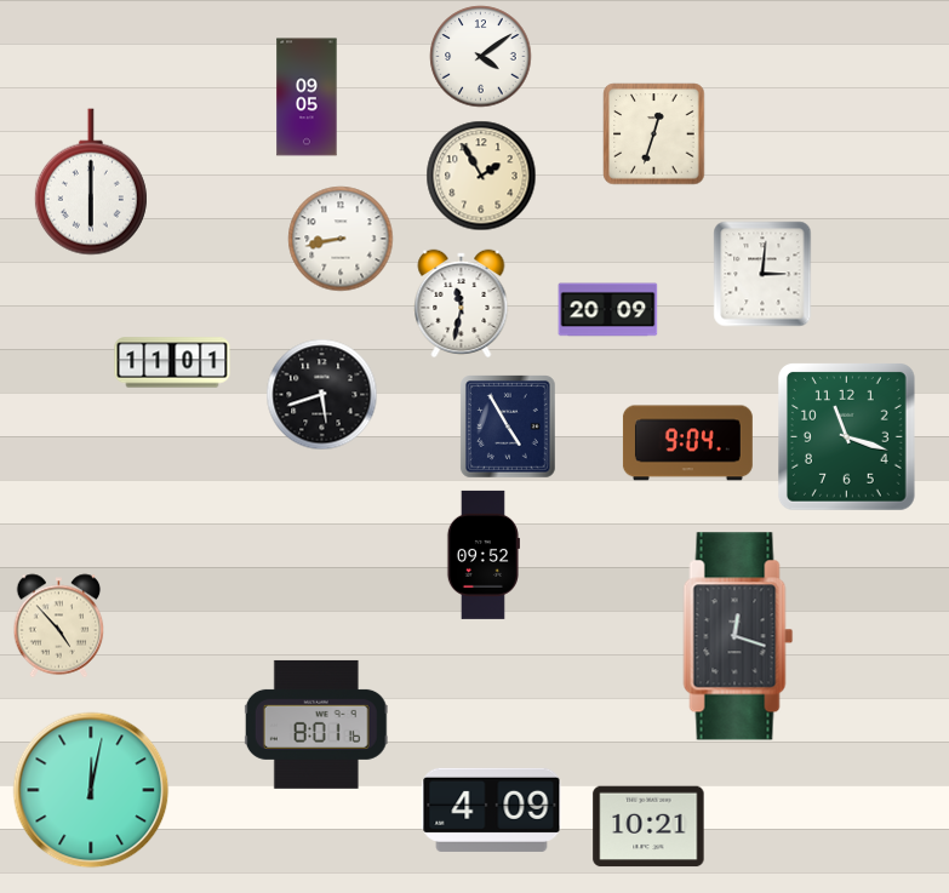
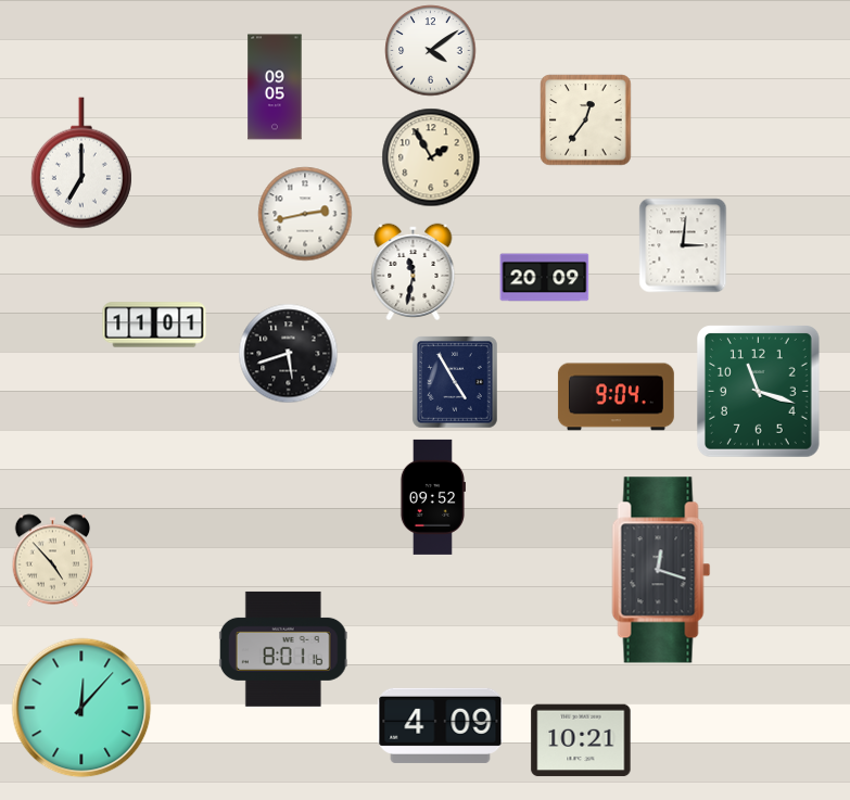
clock at (654, 134): 12:33 -> 12:36
clock at (91, 182): 6:00 -> 7:00
clock at (341, 239): 8:43 -> 2:43
clock at (91, 790): 12:02 -> 12:07
